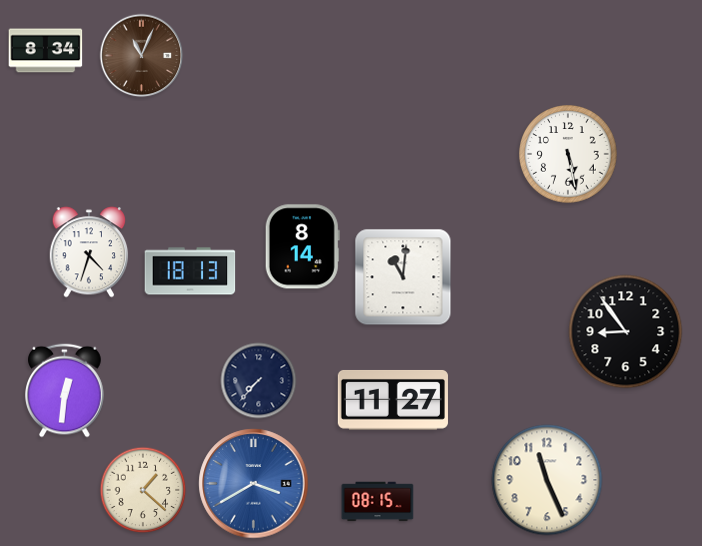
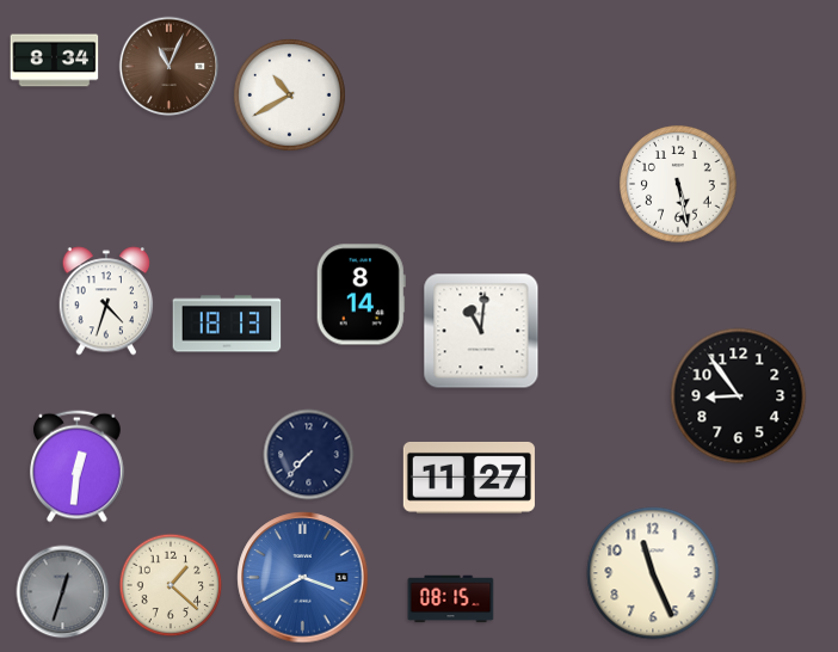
clock at (289, 94): none -> 10:40
clock at (626, 332) position: (626, 332) -> (739, 396)
clock at (63, 592): none -> 12:33
